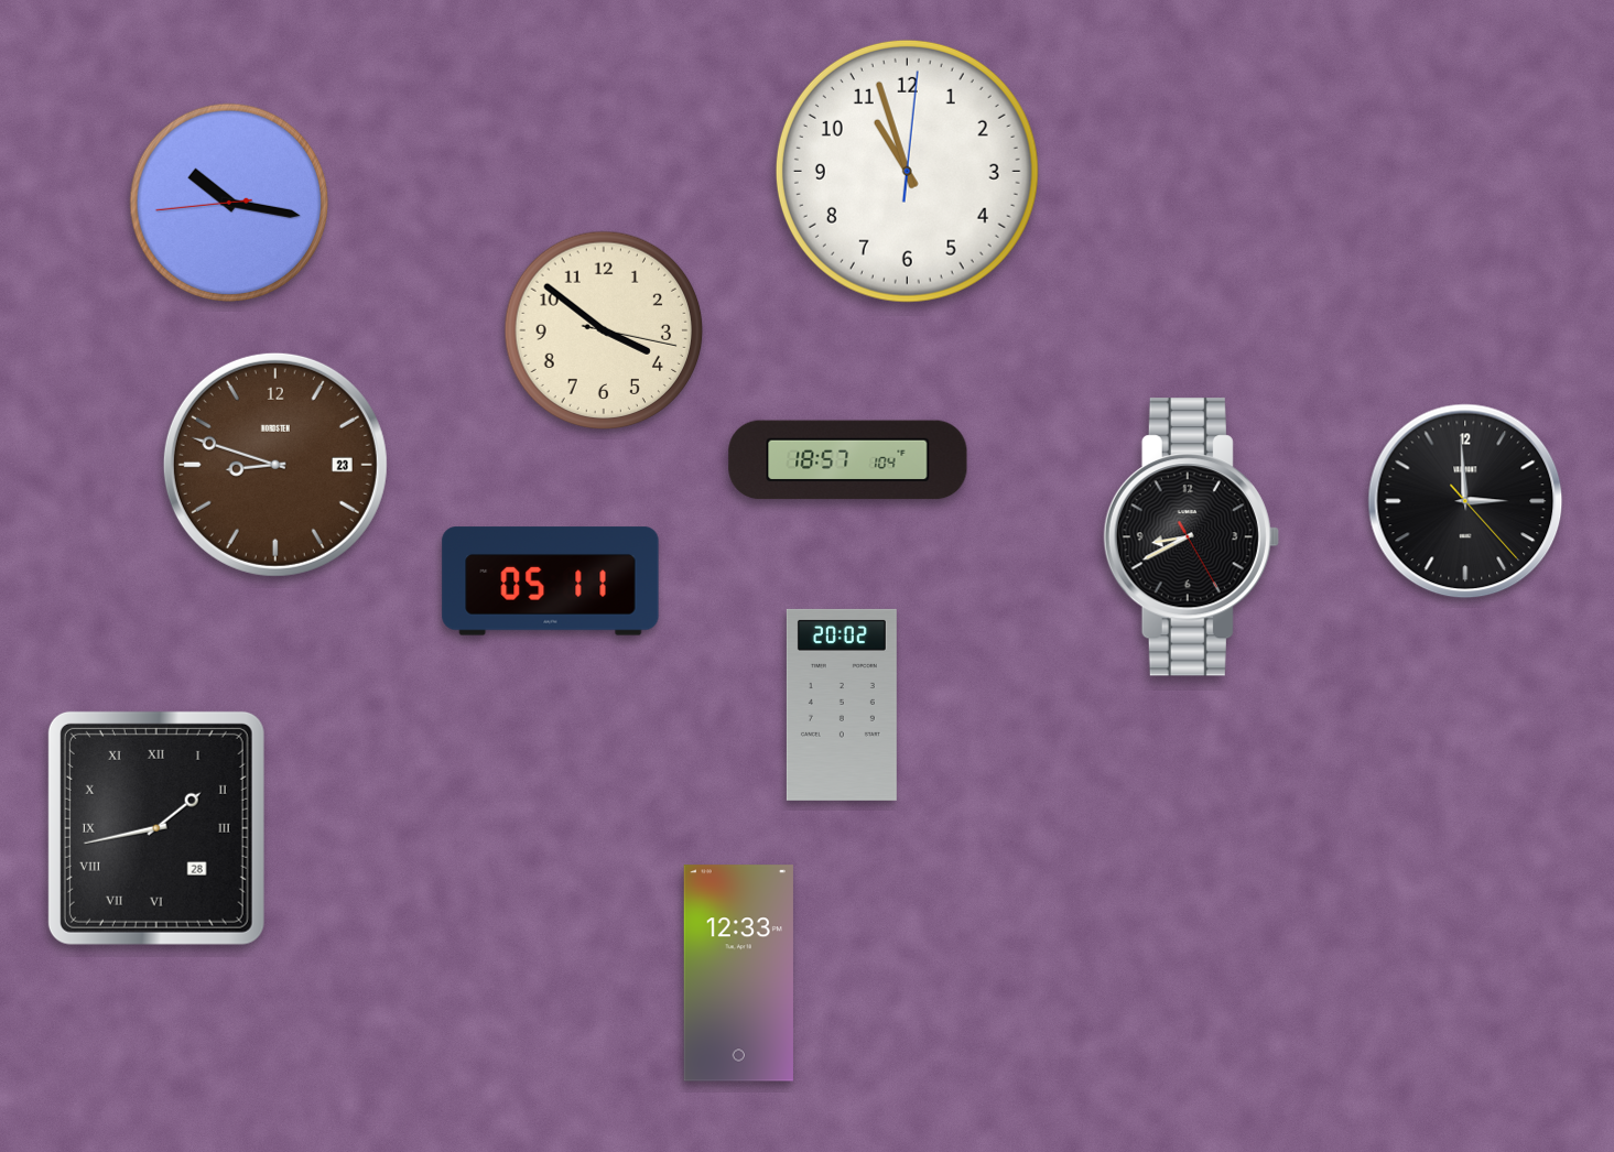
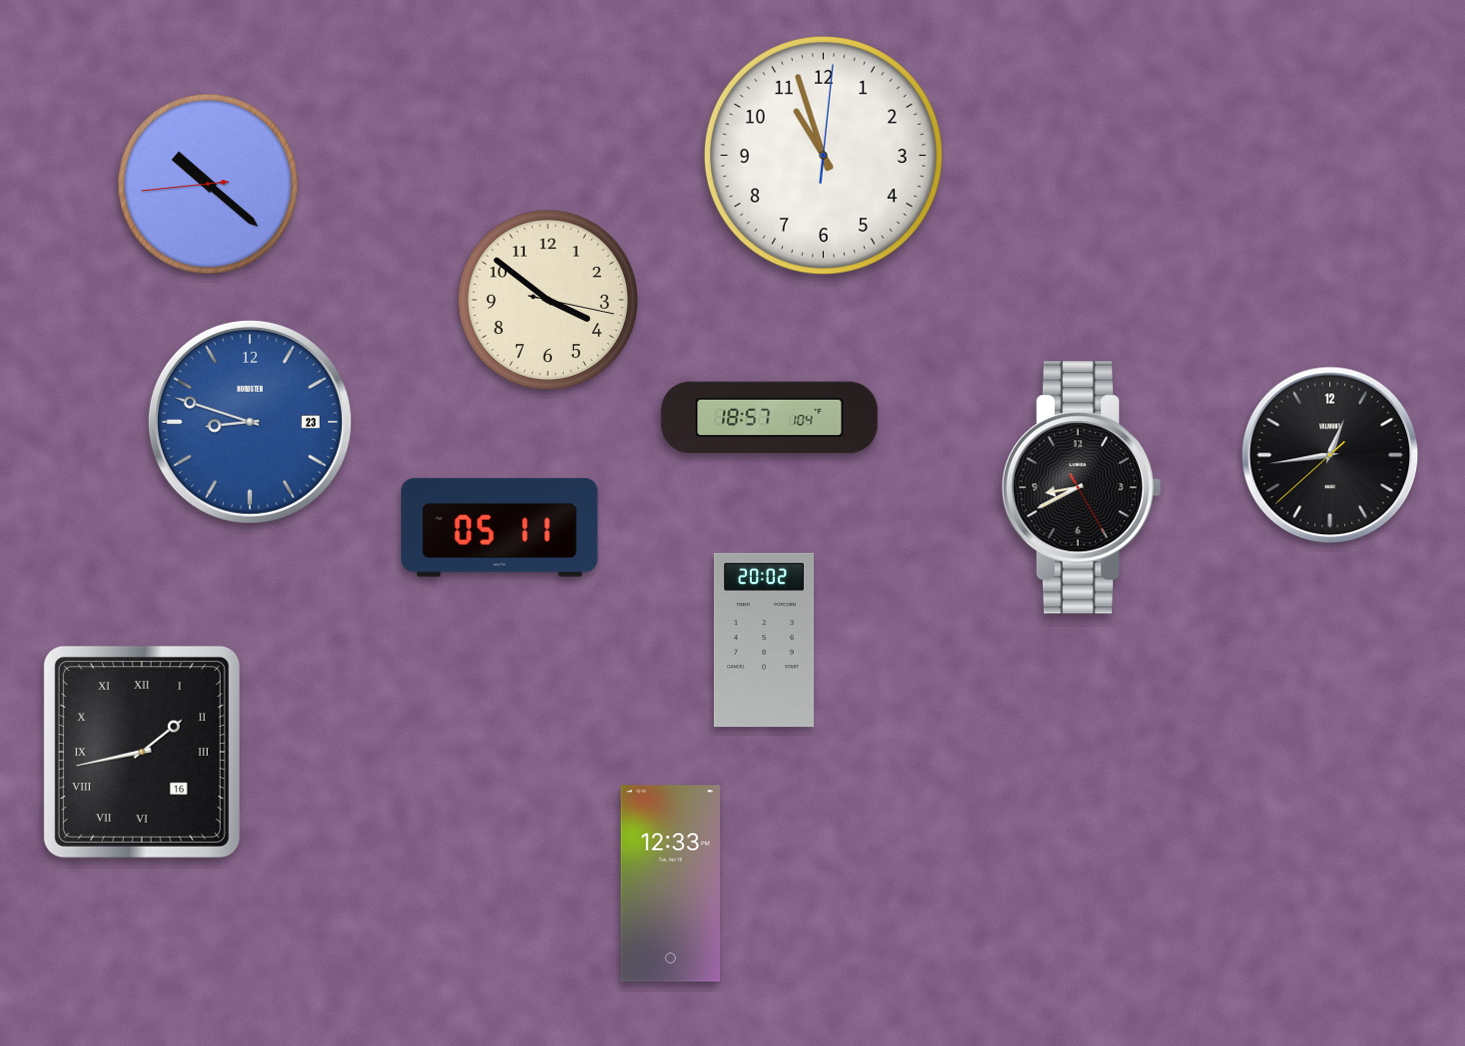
clock at (229, 203): 10:16 -> 10:21
clock at (275, 465) dial: brown -> blue
clock at (1465, 501): 2:59 -> 12:43
clock at (156, 828) date: 28 -> 16
